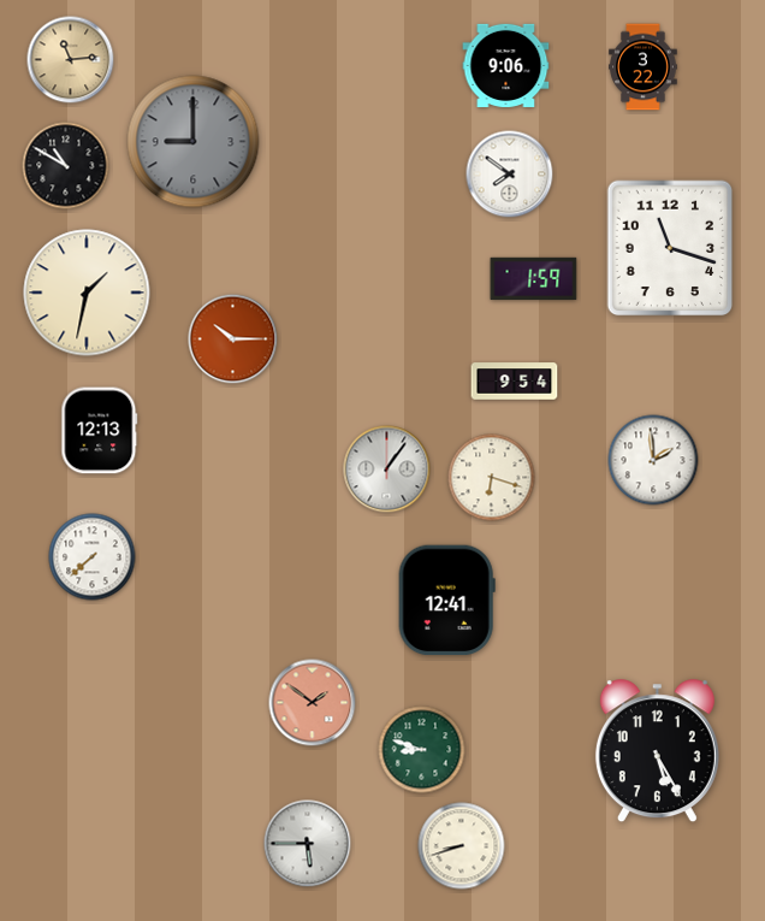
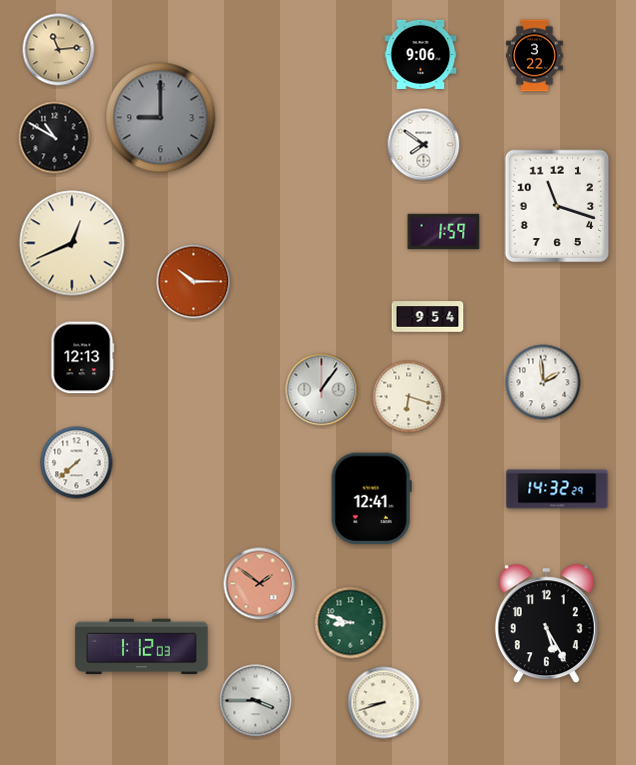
clock at (87, 293): 1:32 -> 12:41
clock at (557, 489): none -> 14:32
clock at (142, 647): none -> 1:12
clock at (308, 844): 5:45 -> 3:45
